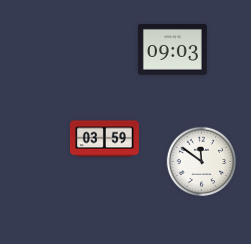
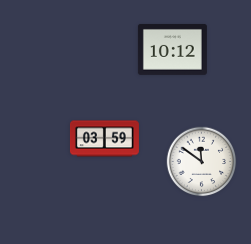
clock at (172, 50): 09:03 -> 10:12
